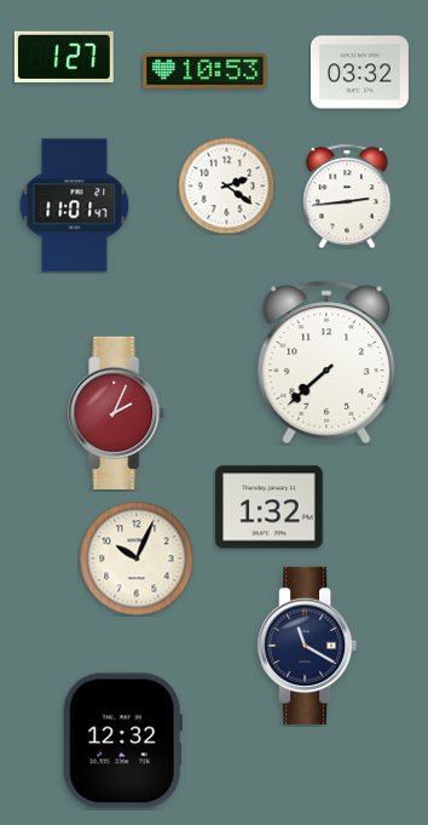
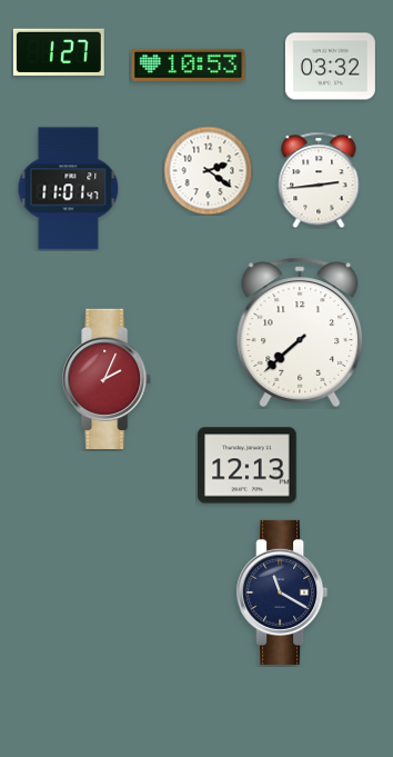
clock at (270, 508): 1:32 -> 12:13
clock at (137, 558): 10:04 -> none
clock at (122, 741): 12:32 -> none
